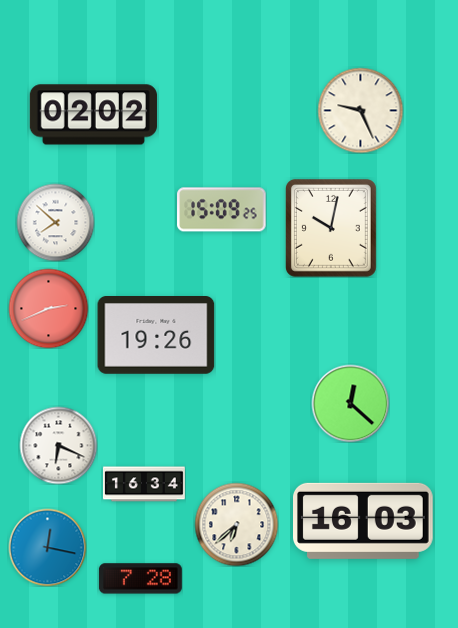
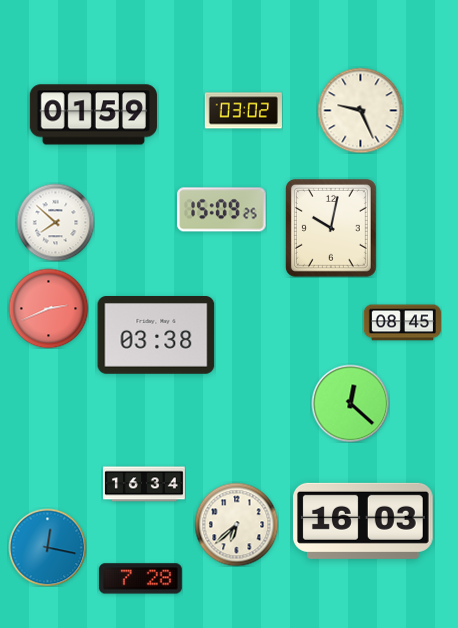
clock at (243, 111): none -> 03:02
clock at (93, 115): 02:02 -> 01:59
clock at (402, 323): none -> 08:45
clock at (156, 336): 19:26 -> 03:38
clock at (58, 445): 6:19 -> none
